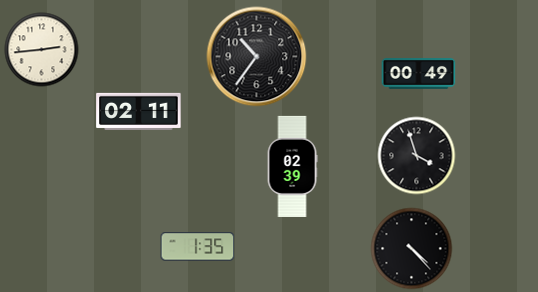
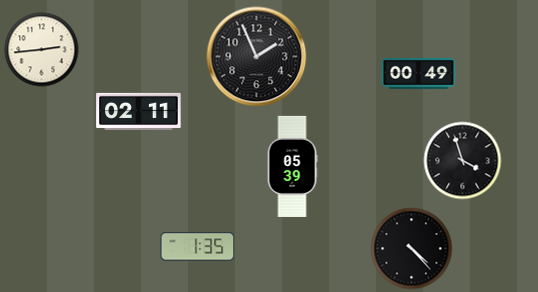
clock at (257, 57): 10:36 -> 1:56
clock at (417, 156) position: (417, 156) -> (463, 161)
clock at (292, 166): 02:39 -> 05:39
